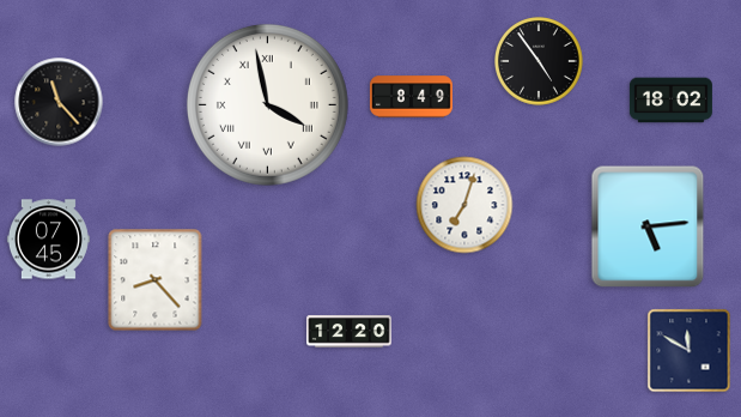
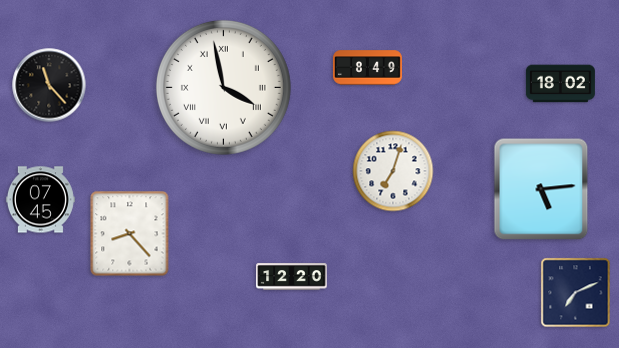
clock at (540, 62): 4:54 -> none
clock at (411, 97) position: (411, 97) -> (367, 68)
clock at (464, 205) position: (464, 205) -> (393, 171)
clock at (690, 351): 11:50 -> 7:11
